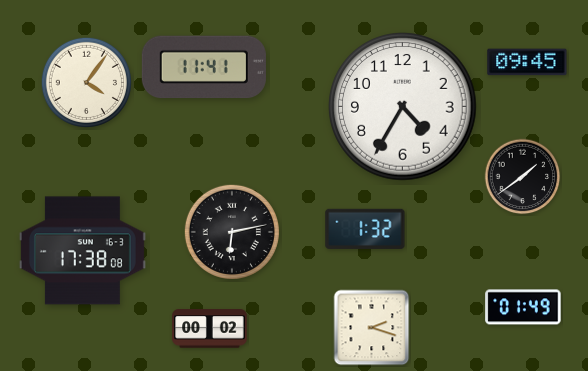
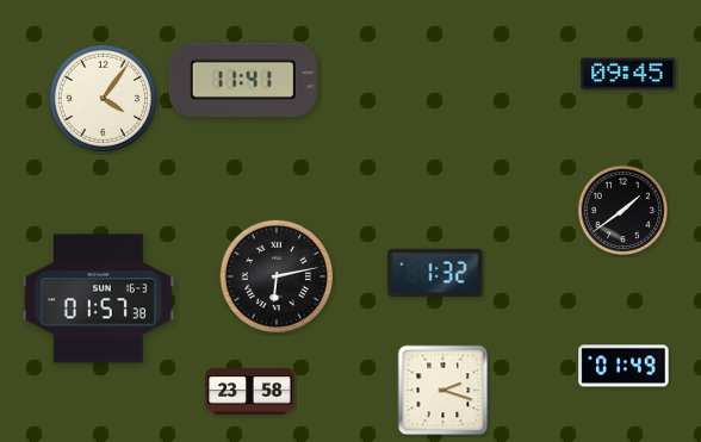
clock at (403, 107): 4:35 -> none
clock at (82, 251): 17:38 -> 01:57
clock at (210, 329): 00:02 -> 23:58
